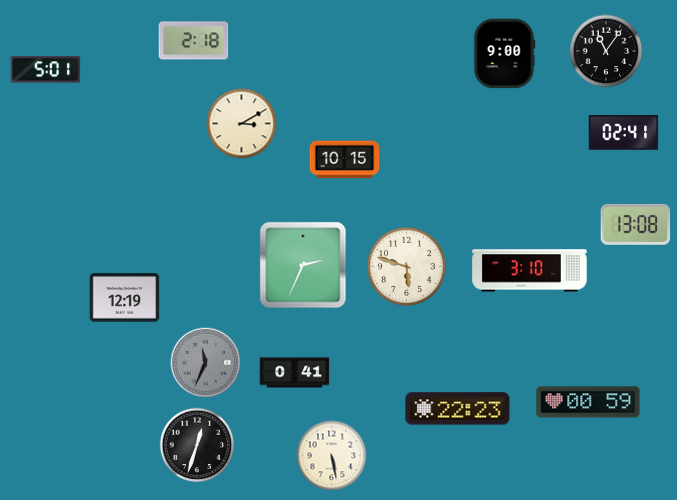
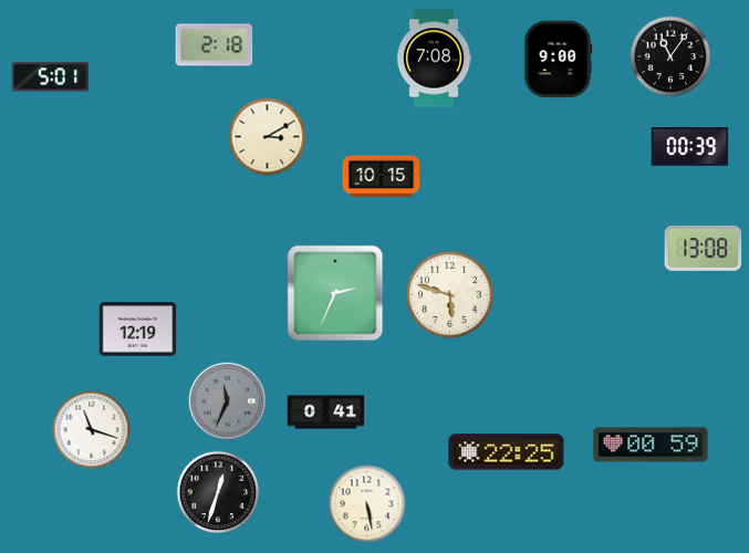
clock at (434, 59): none -> 7:08
clock at (624, 133): 02:41 -> 00:39
clock at (530, 271): 3:10 -> none
clock at (92, 430): none -> 11:18
clock at (458, 409): 22:23 -> 22:25
